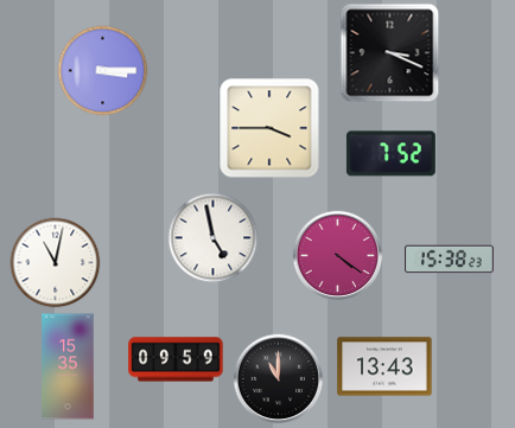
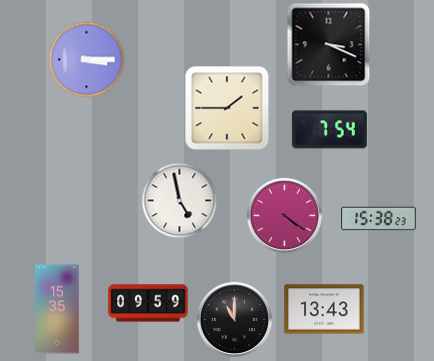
clock at (269, 128): 3:45 -> 1:45
clock at (390, 154): 7:52 -> 7:54
clock at (56, 263): 11:02 -> none
